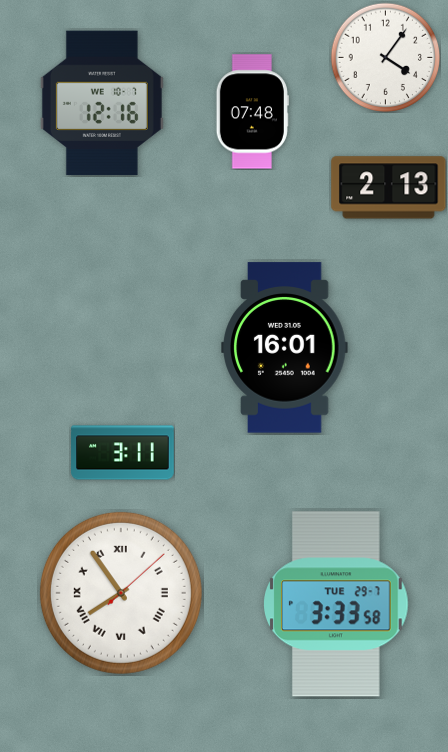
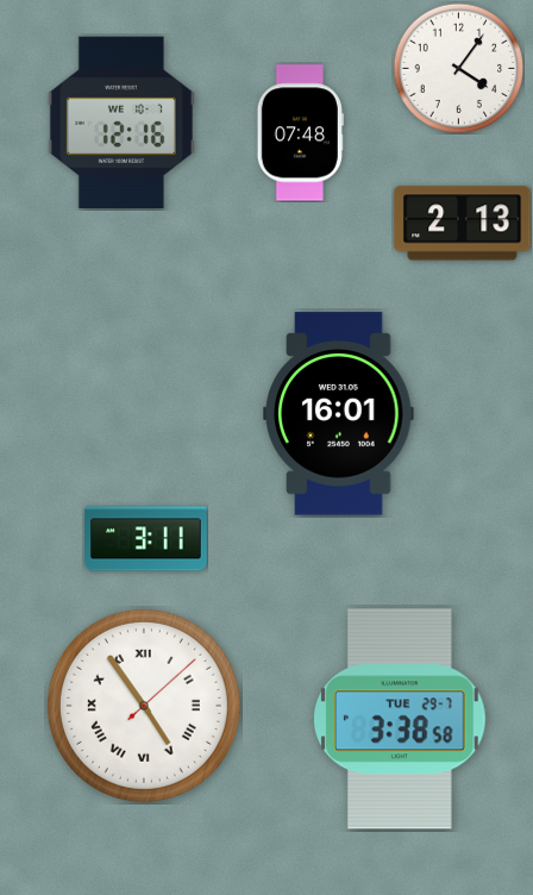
clock at (121, 593): 7:54 -> 4:54
clock at (337, 604): 3:33 -> 3:38
